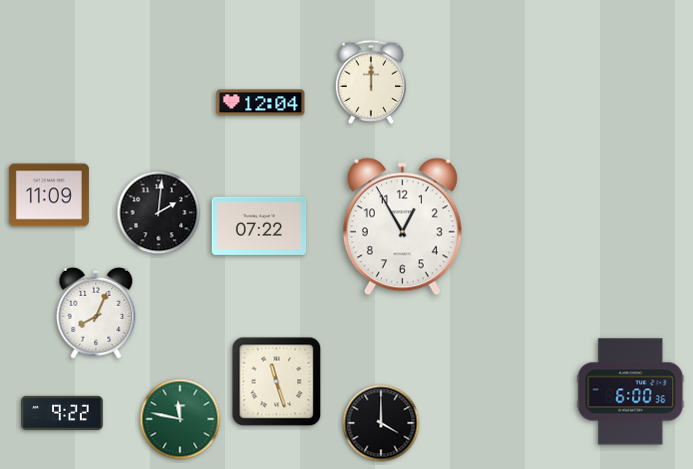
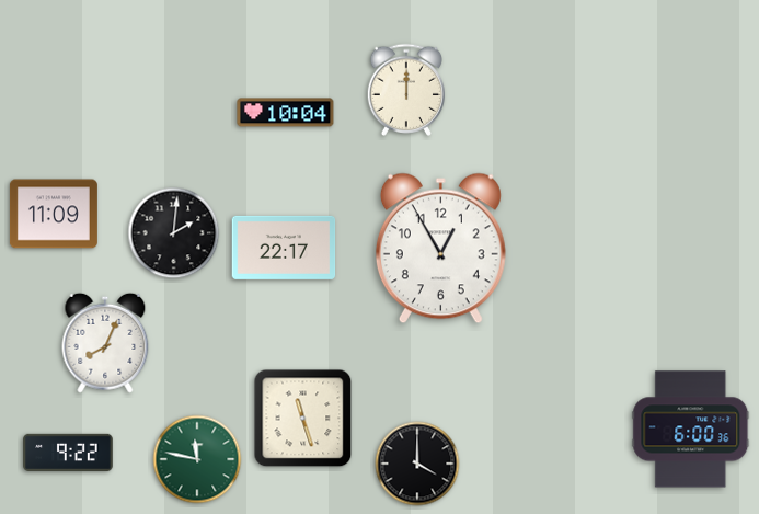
clock at (261, 103): 12:04 -> 10:04
clock at (259, 226): 07:22 -> 22:17
